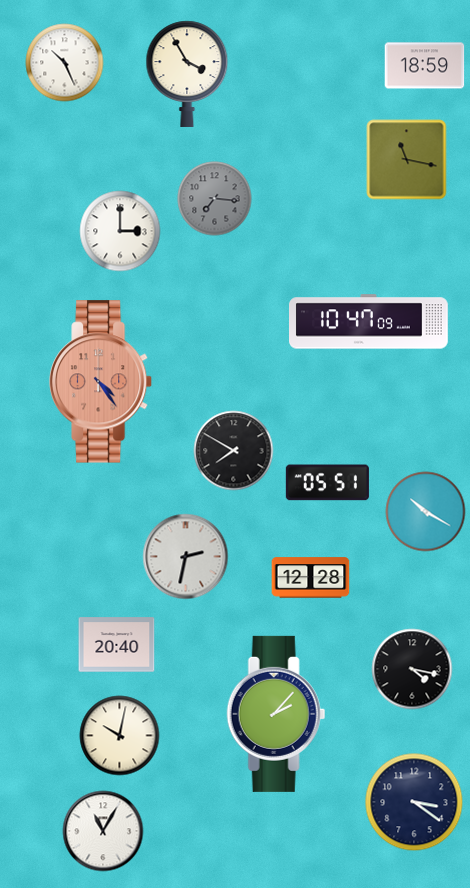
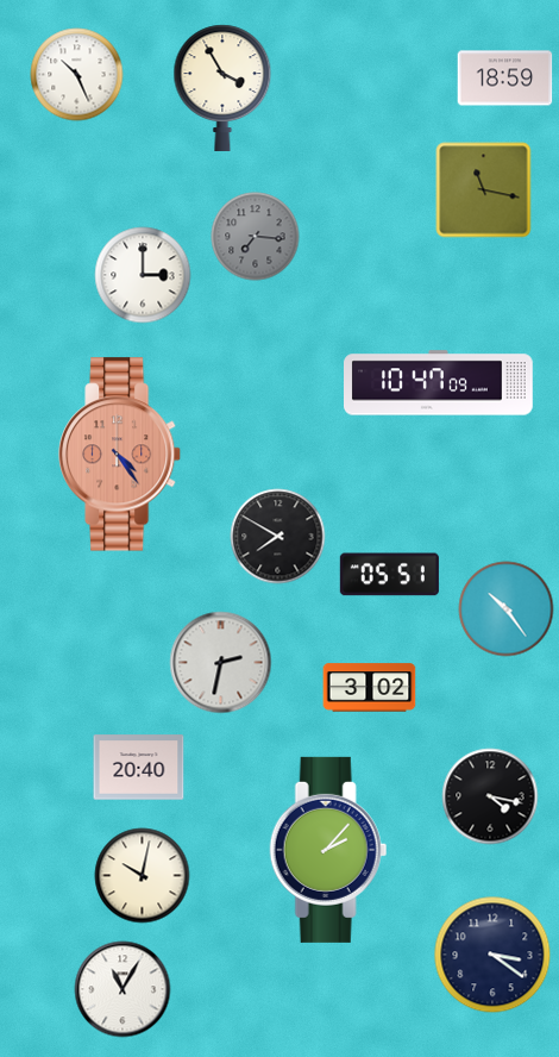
clock at (426, 512): 10:20 -> 10:24
clock at (311, 578): 12:28 -> 3:02
